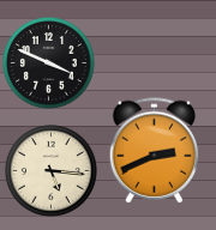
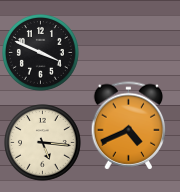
clock at (155, 151): 2:41 -> 4:41
